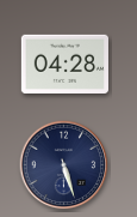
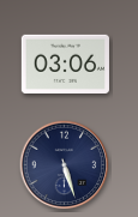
clock at (64, 64): 04:28 -> 03:06
